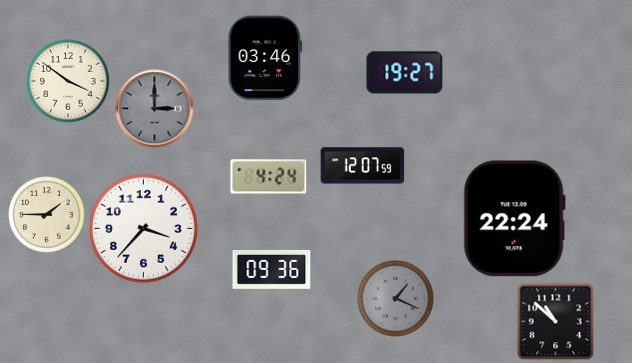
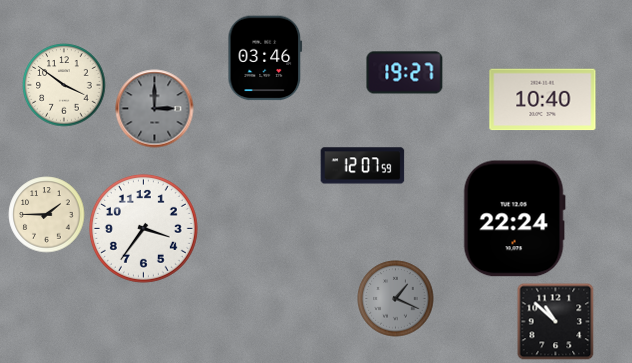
clock at (68, 81) position: (68, 81) -> (64, 85)
clock at (543, 100): none -> 10:40
clock at (269, 177): 4:24 -> none
clock at (143, 228): 3:37 -> 3:36
clock at (272, 269): 09:36 -> none
